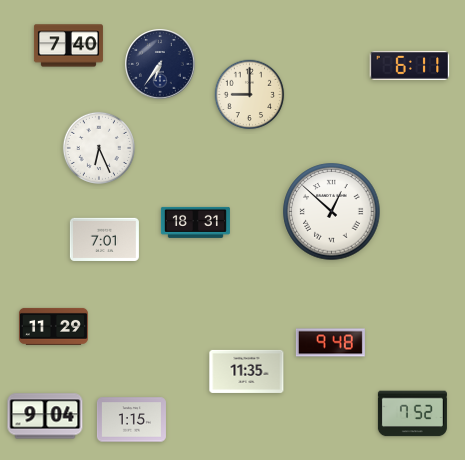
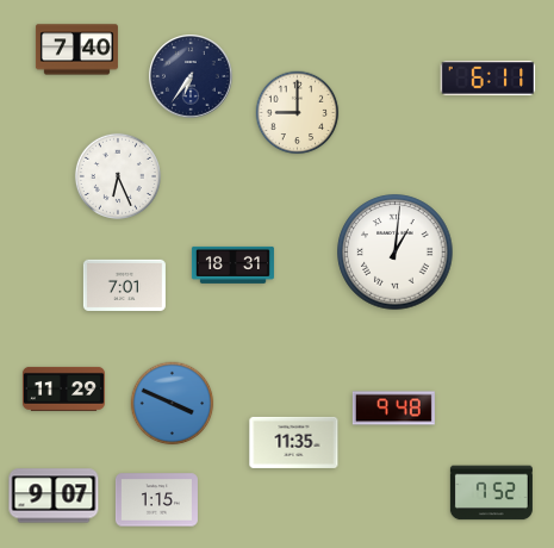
clock at (68, 46) position: (68, 46) -> (76, 50)
clock at (332, 212): 12:52 -> 1:01
clock at (173, 404): none -> 3:49
clock at (45, 416): 9:04 -> 9:07
